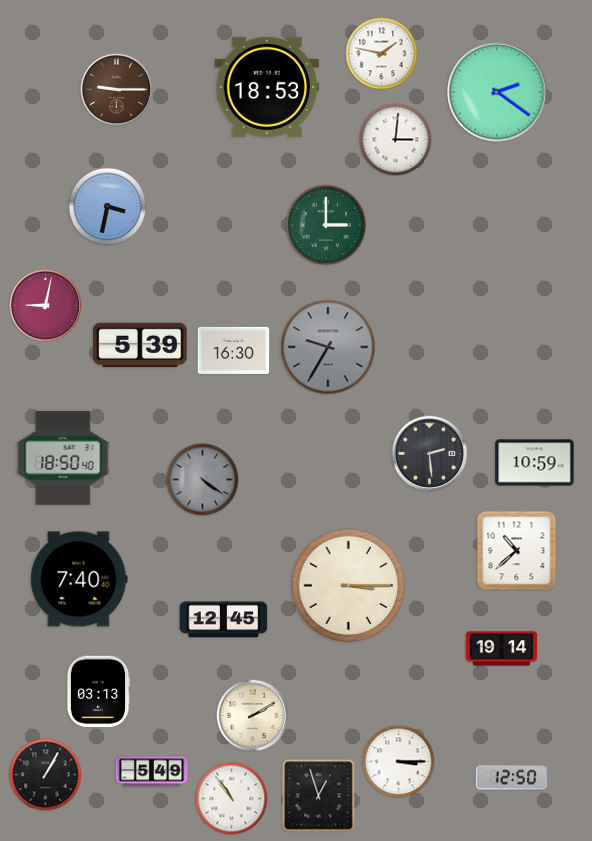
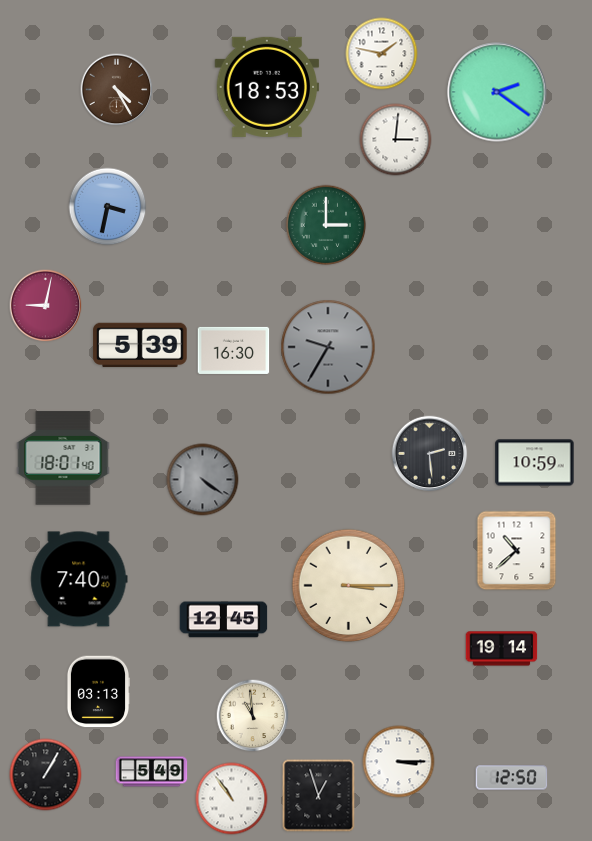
clock at (117, 90): 9:15 -> 4:25
clock at (63, 458): 18:50 -> 18:01
clock at (253, 716): 2:10 -> 10:59
